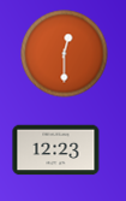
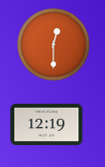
clock at (56, 150): 12:23 -> 12:19
